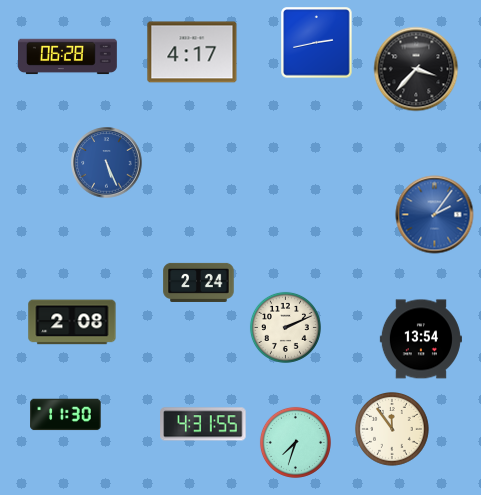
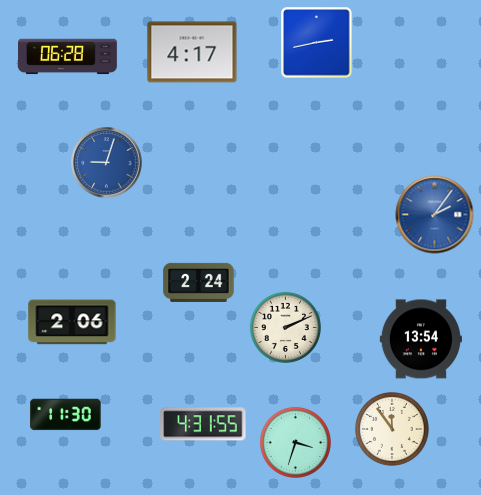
clock at (416, 69): 3:37 -> none
clock at (107, 163): 5:26 -> 9:03
clock at (72, 322): 2:08 -> 2:06
clock at (295, 442): 7:33 -> 3:33
